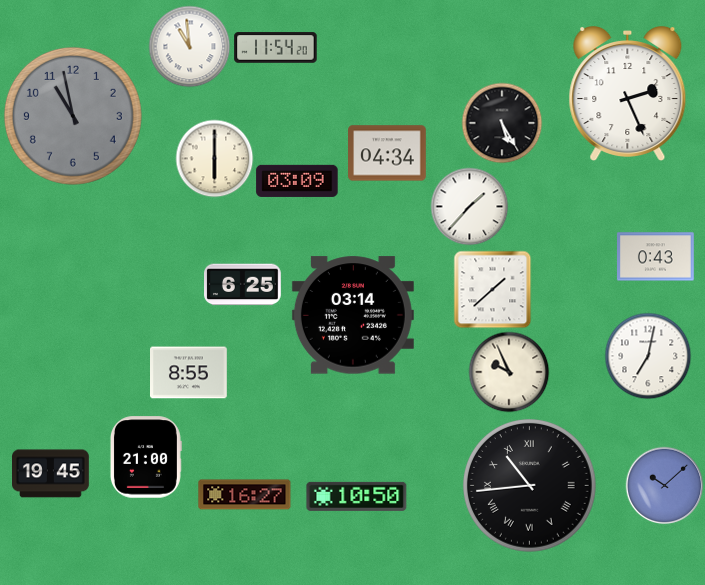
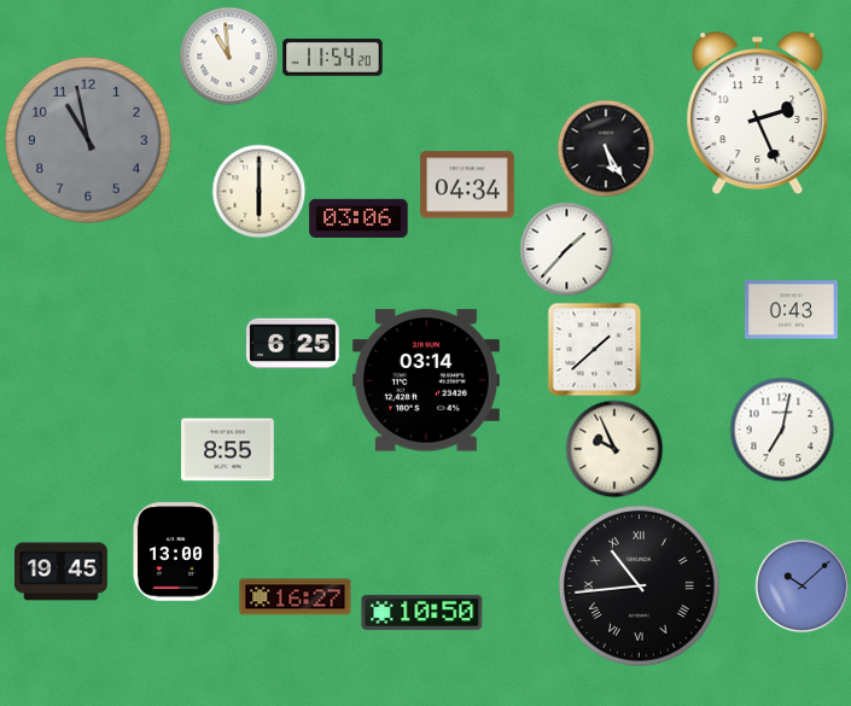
clock at (297, 181): 03:09 -> 03:06
clock at (146, 457): 21:00 -> 13:00
clock at (357, 496) position: (357, 496) -> (422, 612)
